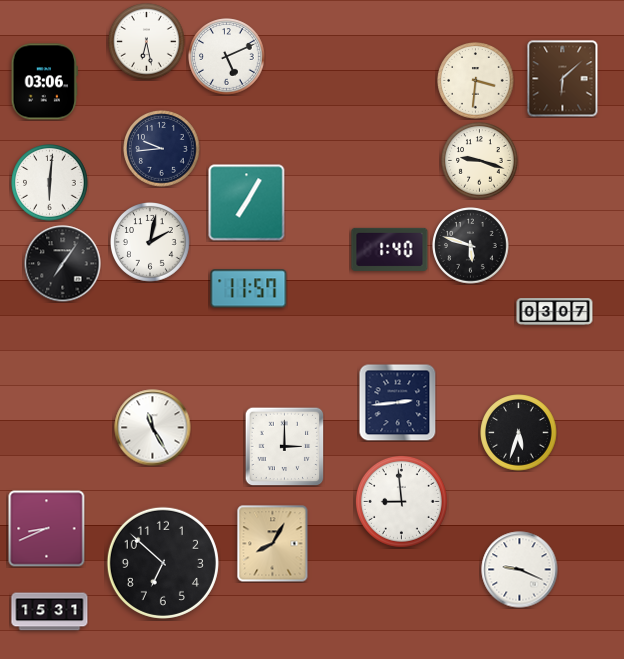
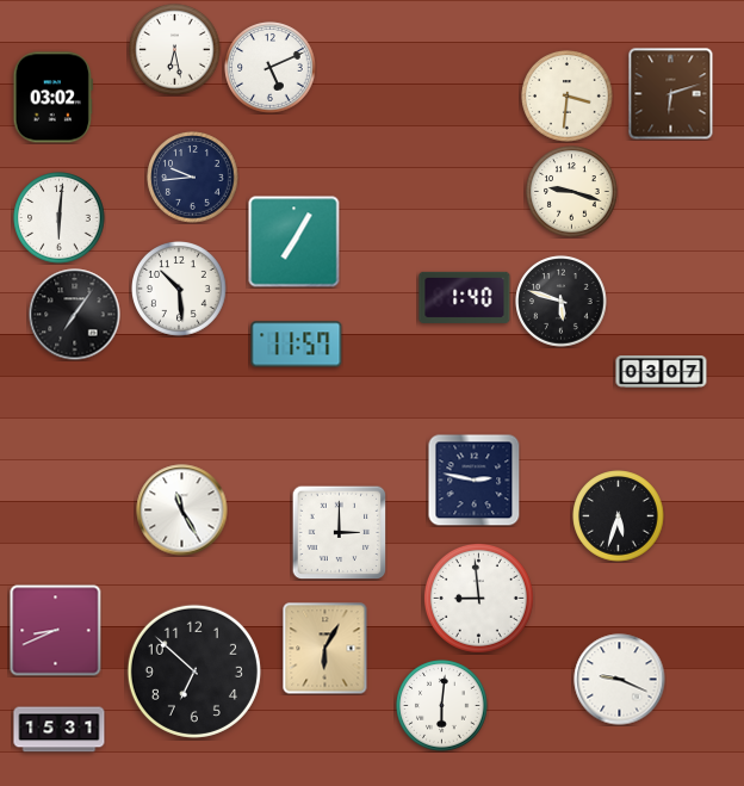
clock at (563, 79): 6:08 -> 6:12
clock at (44, 82): 03:06 -> 03:02
clock at (151, 243): 2:02 -> 10:29
clock at (471, 246) position: (471, 246) -> (562, 302)
clock at (397, 402): 2:44 -> 2:47
clock at (273, 544): 8:05 -> 6:05
clock at (442, 706): none -> 6:01
